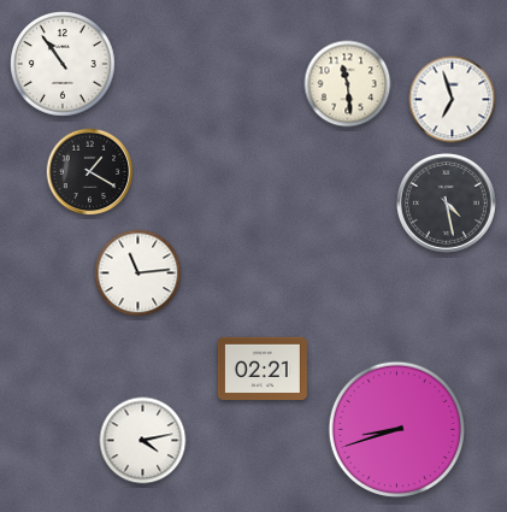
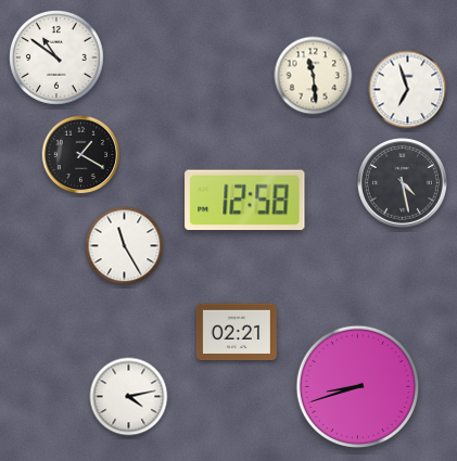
clock at (64, 65): 10:54 -> 10:51
clock at (245, 201): none -> 12:58
clock at (138, 273): 11:14 -> 11:25
